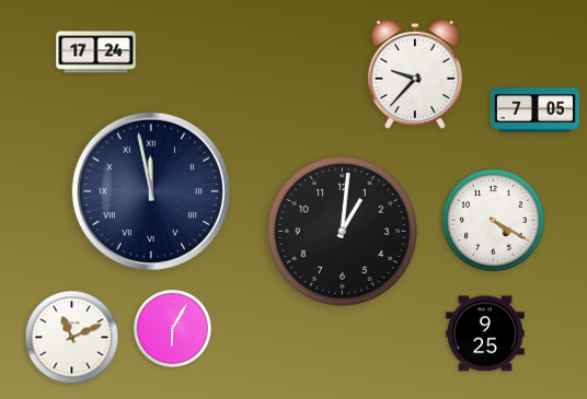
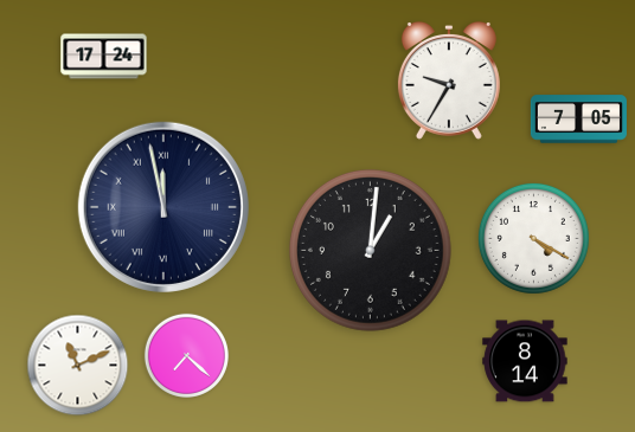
clock at (415, 75): 9:37 -> 9:35
clock at (172, 328): 6:05 -> 7:22
clock at (485, 333): 9:25 -> 8:14
